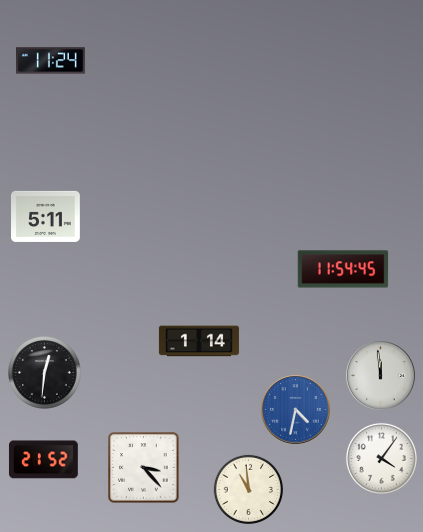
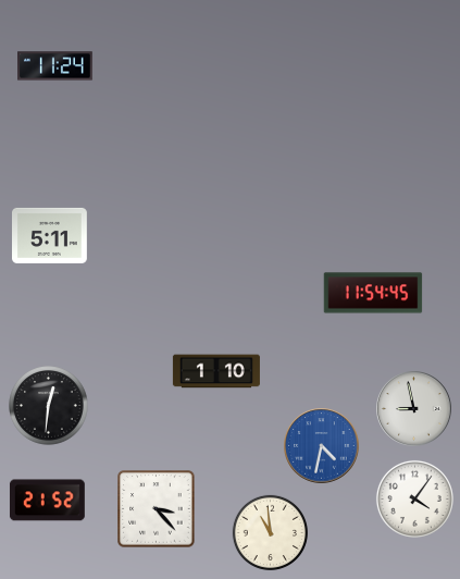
clock at (199, 341): 1:14 -> 1:10
clock at (381, 376): 11:59 -> 8:58
